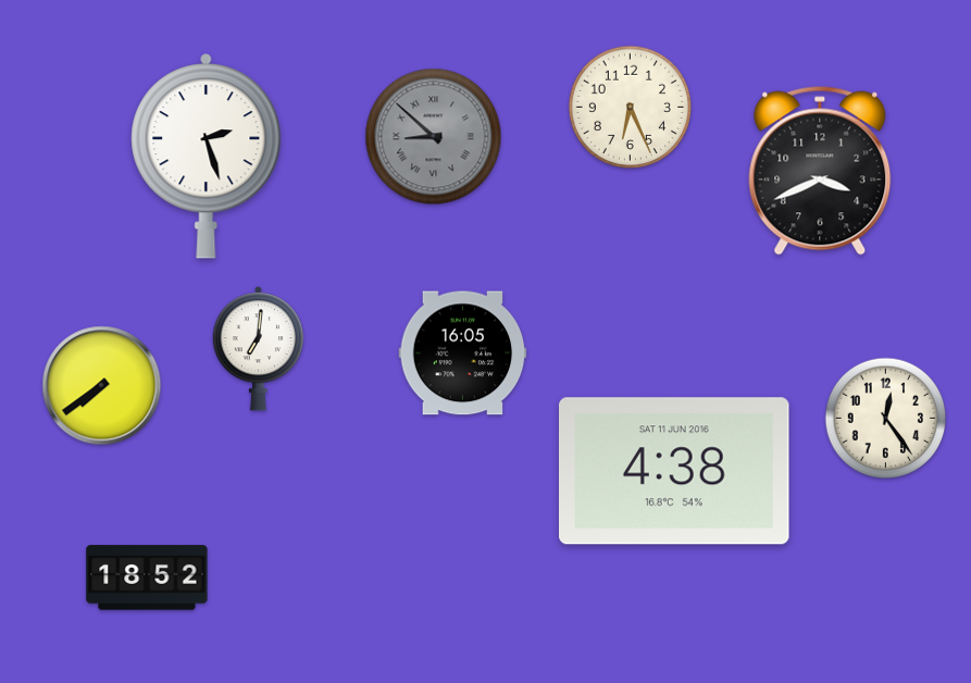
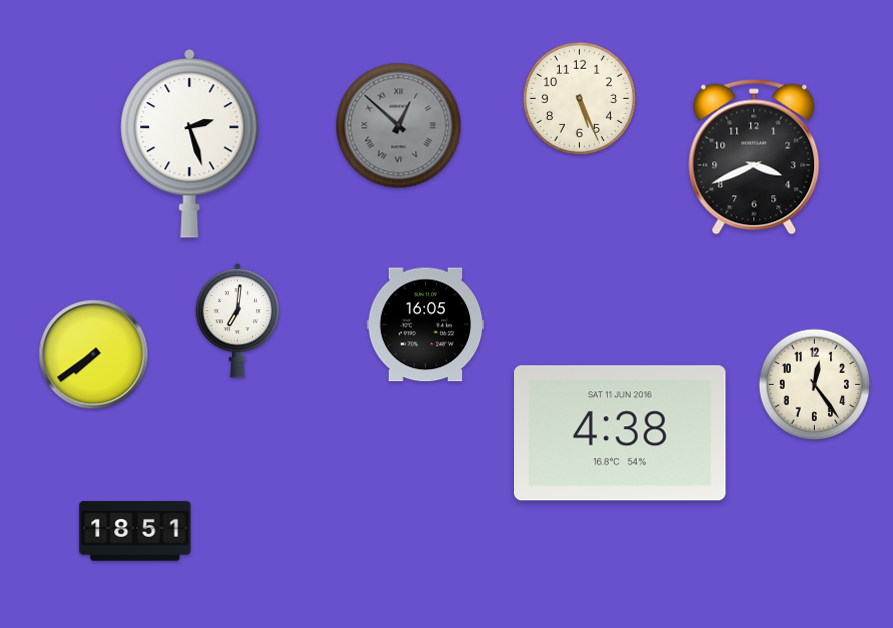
clock at (630, 107): 6:26 -> 5:26
clock at (434, 137): 8:52 -> 12:52
clock at (147, 578): 18:52 -> 18:51
